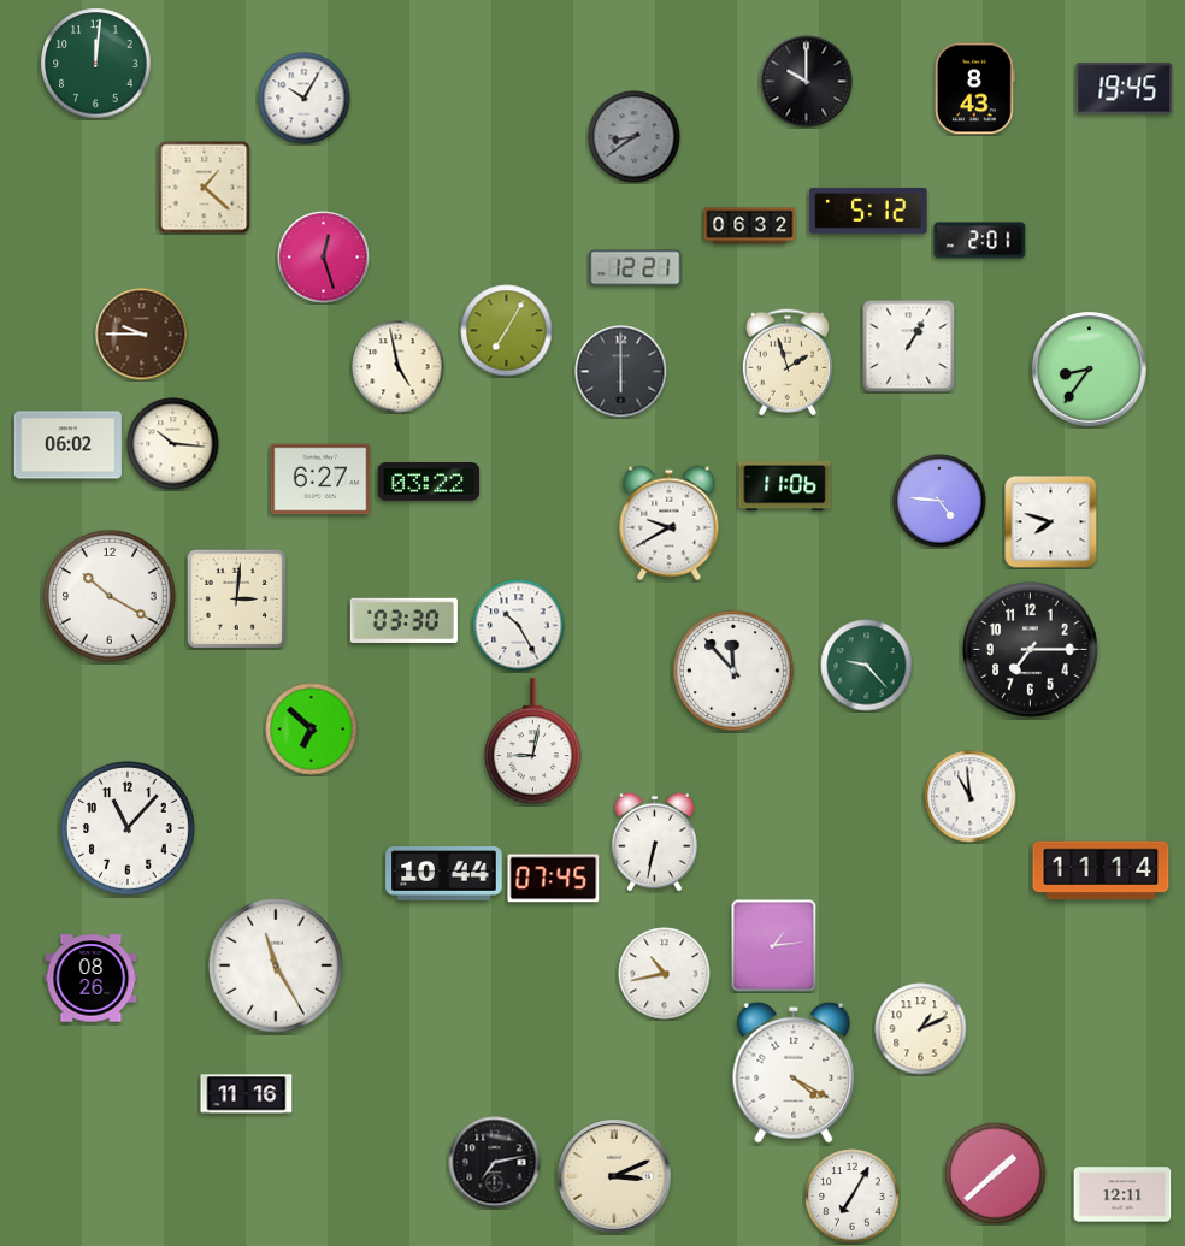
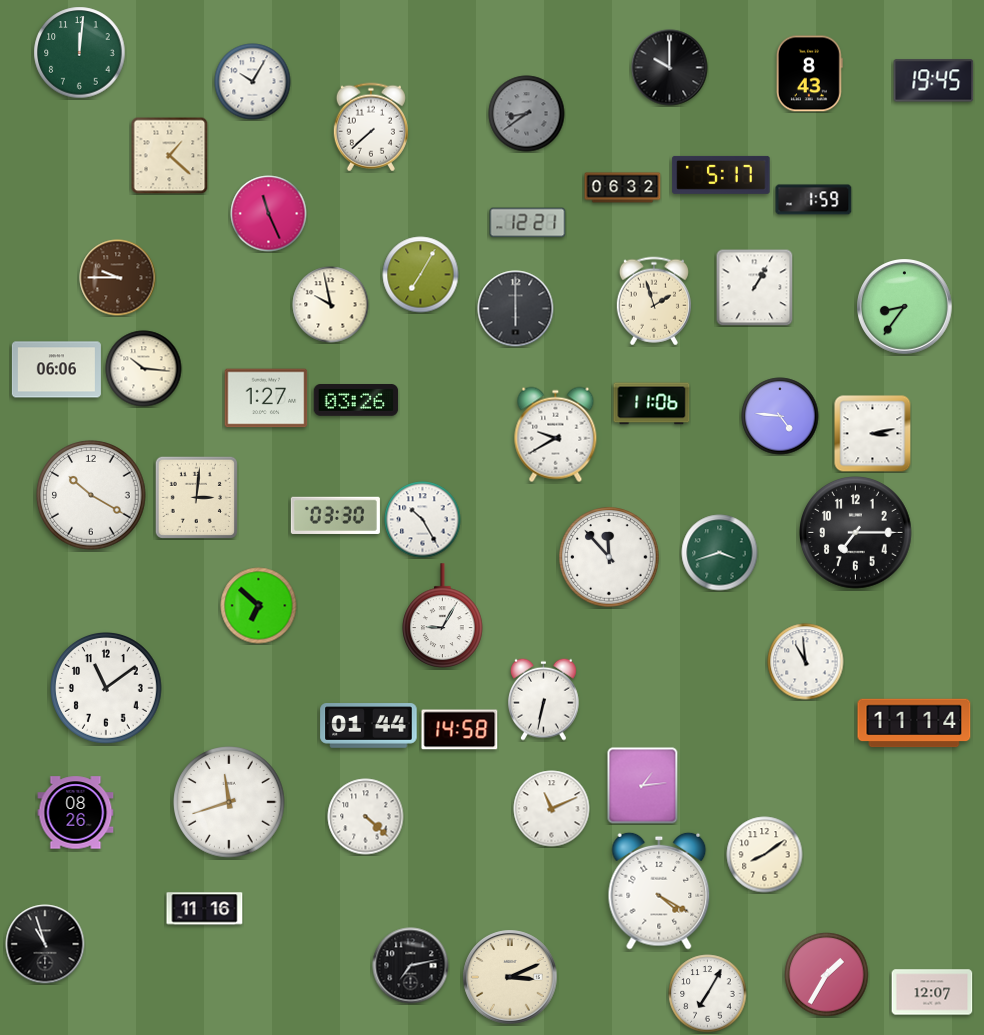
clock at (1125, 89) position: (1125, 89) -> (934, 81)
clock at (371, 127): none -> 7:38
clock at (868, 211): 5:12 -> 5:17
clock at (980, 241): 2:01 -> 1:59
clock at (324, 258): 12:27 -> 11:26
clock at (399, 367): 4:58 -> 9:58
clock at (67, 445): 06:02 -> 06:06
clock at (320, 479): 6:27 -> 1:27
clock at (429, 482): 03:22 -> 03:26
clock at (1051, 522): 7:48 -> 3:13
clock at (519, 626) position: (519, 626) -> (423, 520)
clock at (1031, 650) position: (1031, 650) -> (856, 533)
clock at (867, 666): 9:23 -> 3:42
clock at (533, 740): 9:02 -> 9:05
clock at (129, 829): 11:07 -> 11:09
clock at (444, 874): 10:44 -> 01:44
clock at (554, 879): 07:45 -> 14:58
clock at (277, 967): 11:25 -> 11:42
clock at (665, 974): 10:43 -> 11:11
clock at (366, 817): none -> 4:22
clock at (921, 1029): 1:11 -> 8:09
clock at (45, 944): none -> 10:57
clock at (996, 1174): 1:38 -> 1:35
clock at (1122, 1194): 12:11 -> 12:07
